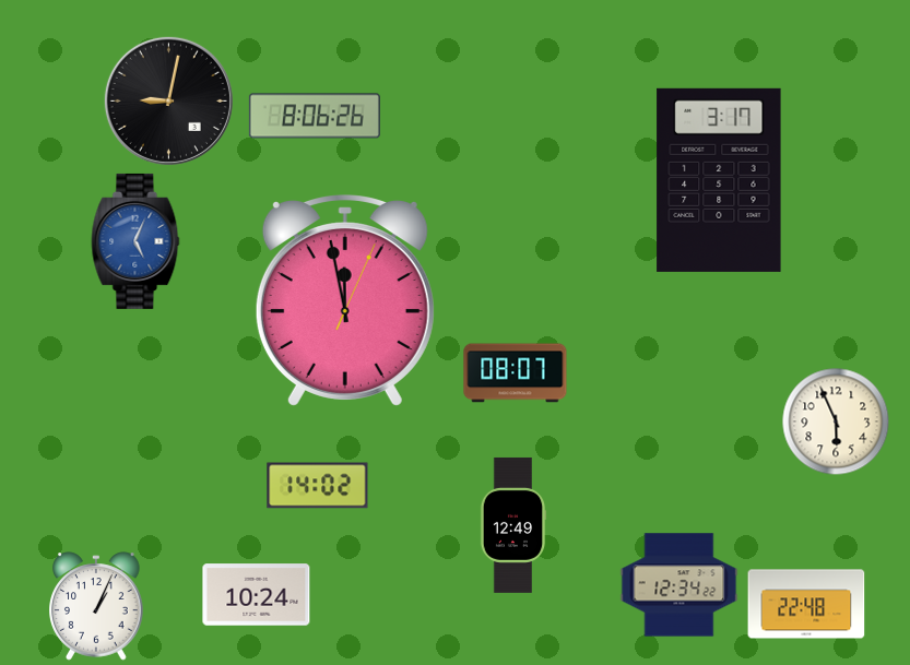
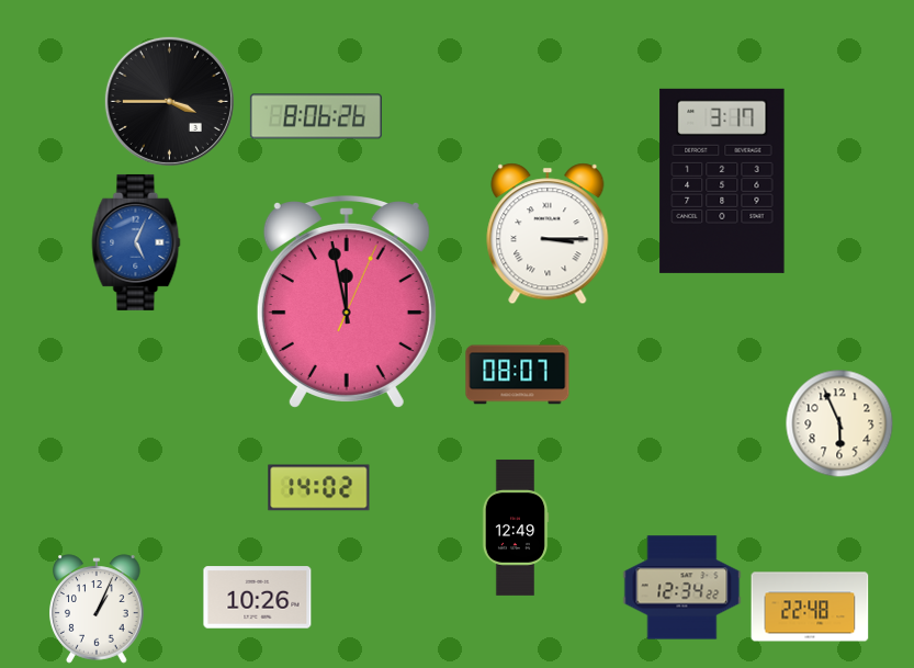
clock at (168, 100): 9:02 -> 3:45
clock at (548, 234): none -> 3:15
clock at (257, 595): 10:24 -> 10:26
